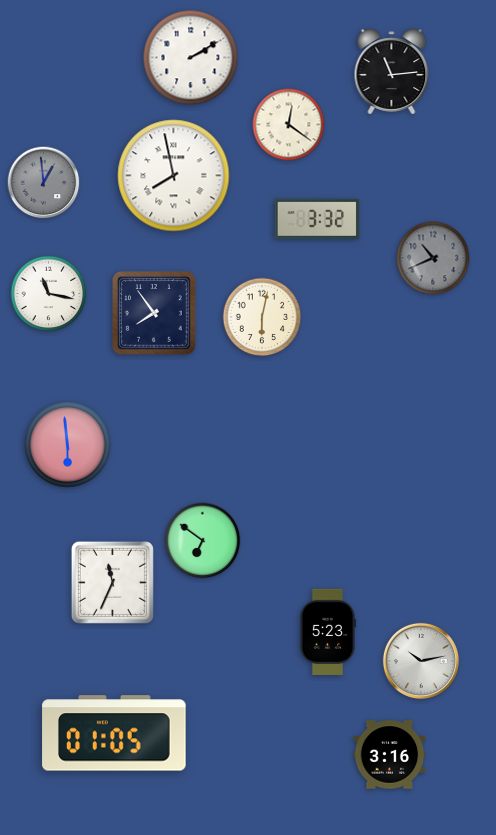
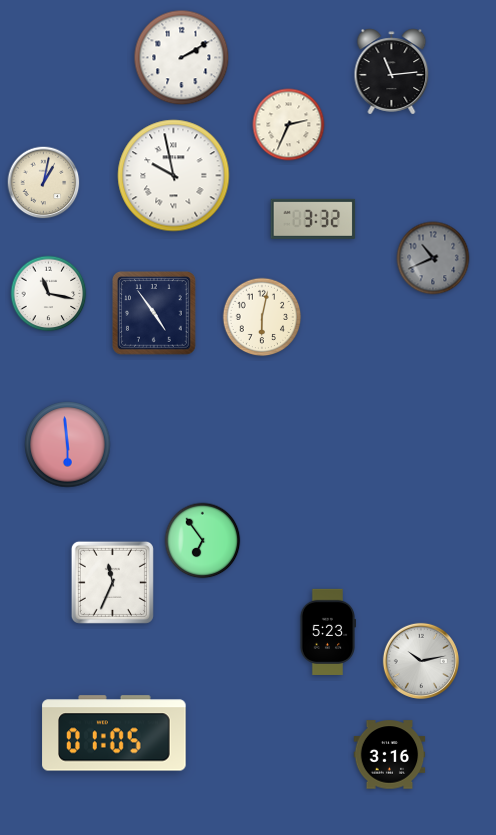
clock at (191, 58) position: (191, 58) -> (182, 58)
clock at (289, 125): 12:21 -> 2:34
clock at (174, 176): 7:58 -> 9:58
clock at (44, 183): 12:59 -> 1:02
clock at (44, 183) dial: grey -> cream
clock at (317, 219) position: (317, 219) -> (313, 219)
clock at (154, 313): 7:54 -> 4:54
clock at (203, 541): 6:51 -> 6:54
